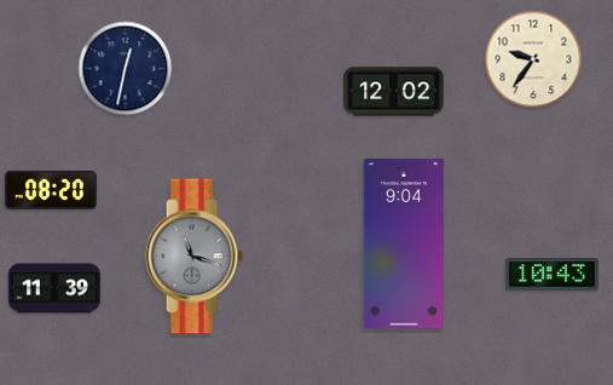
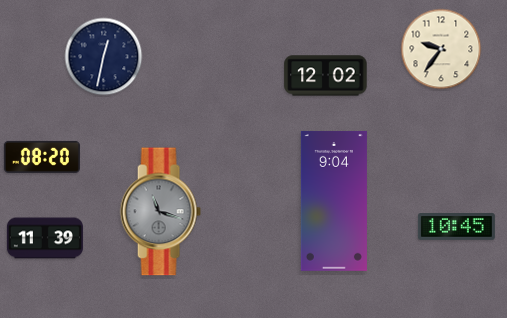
clock at (551, 275): 10:43 -> 10:45
